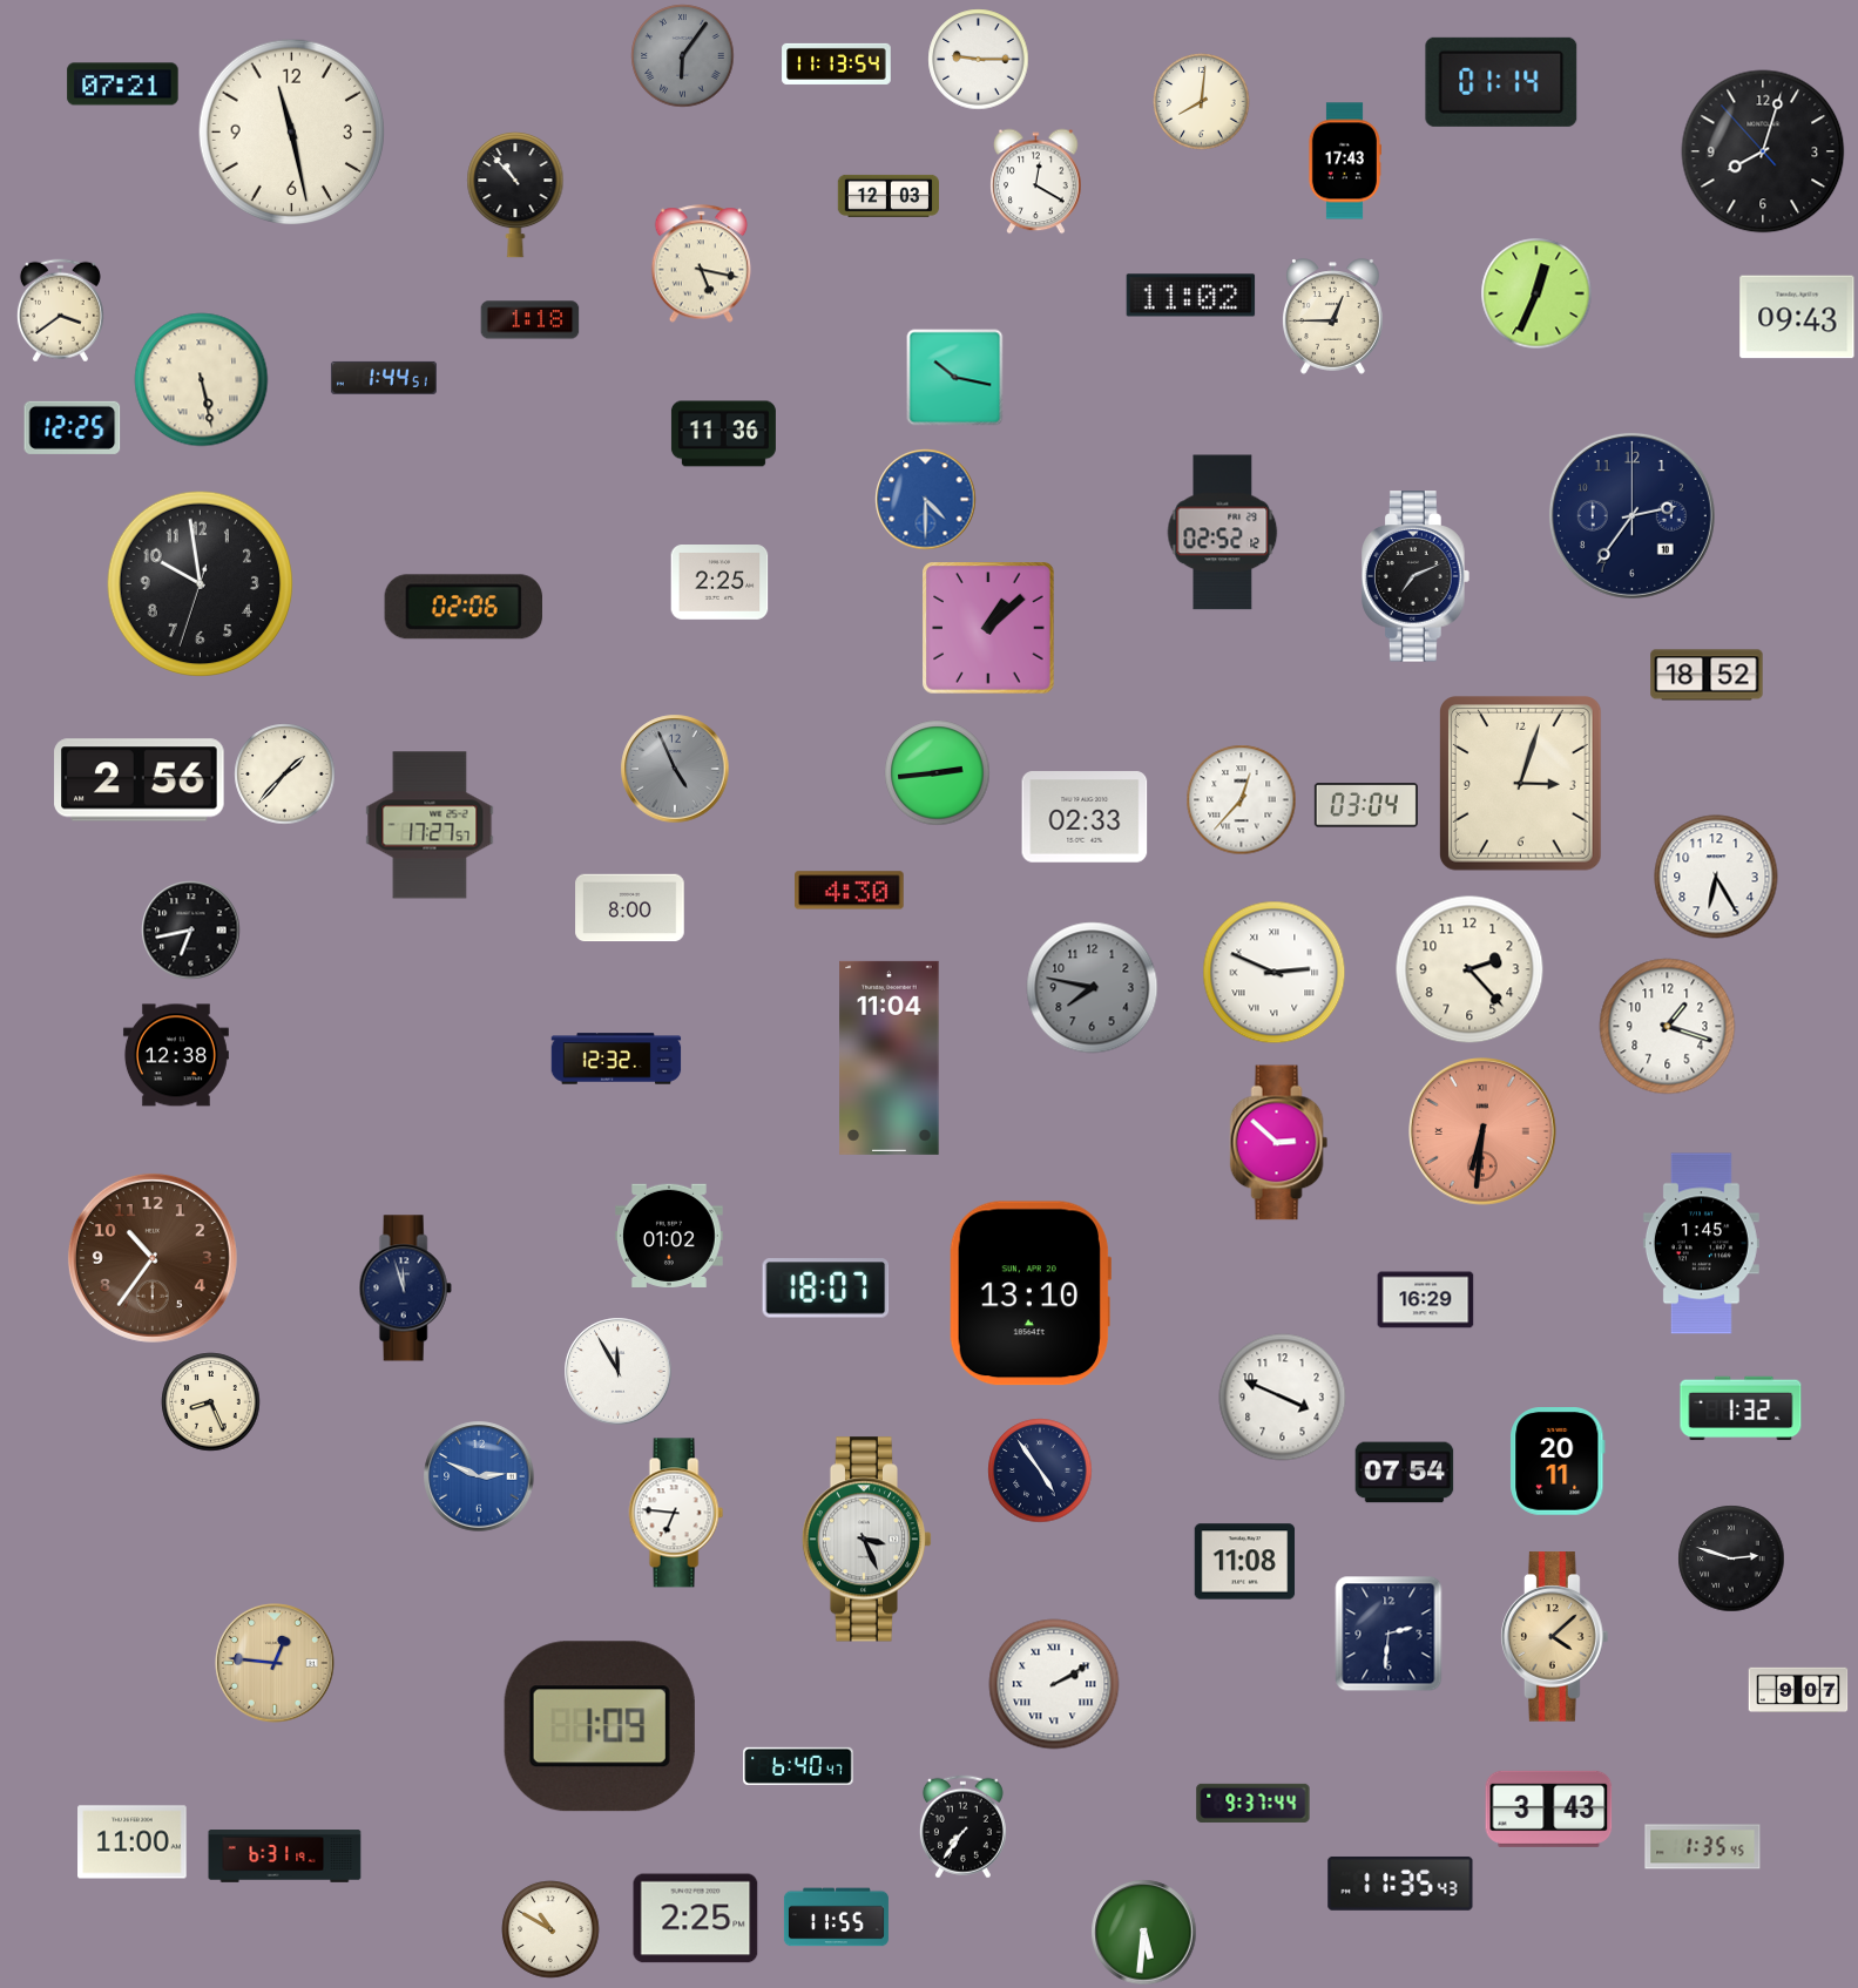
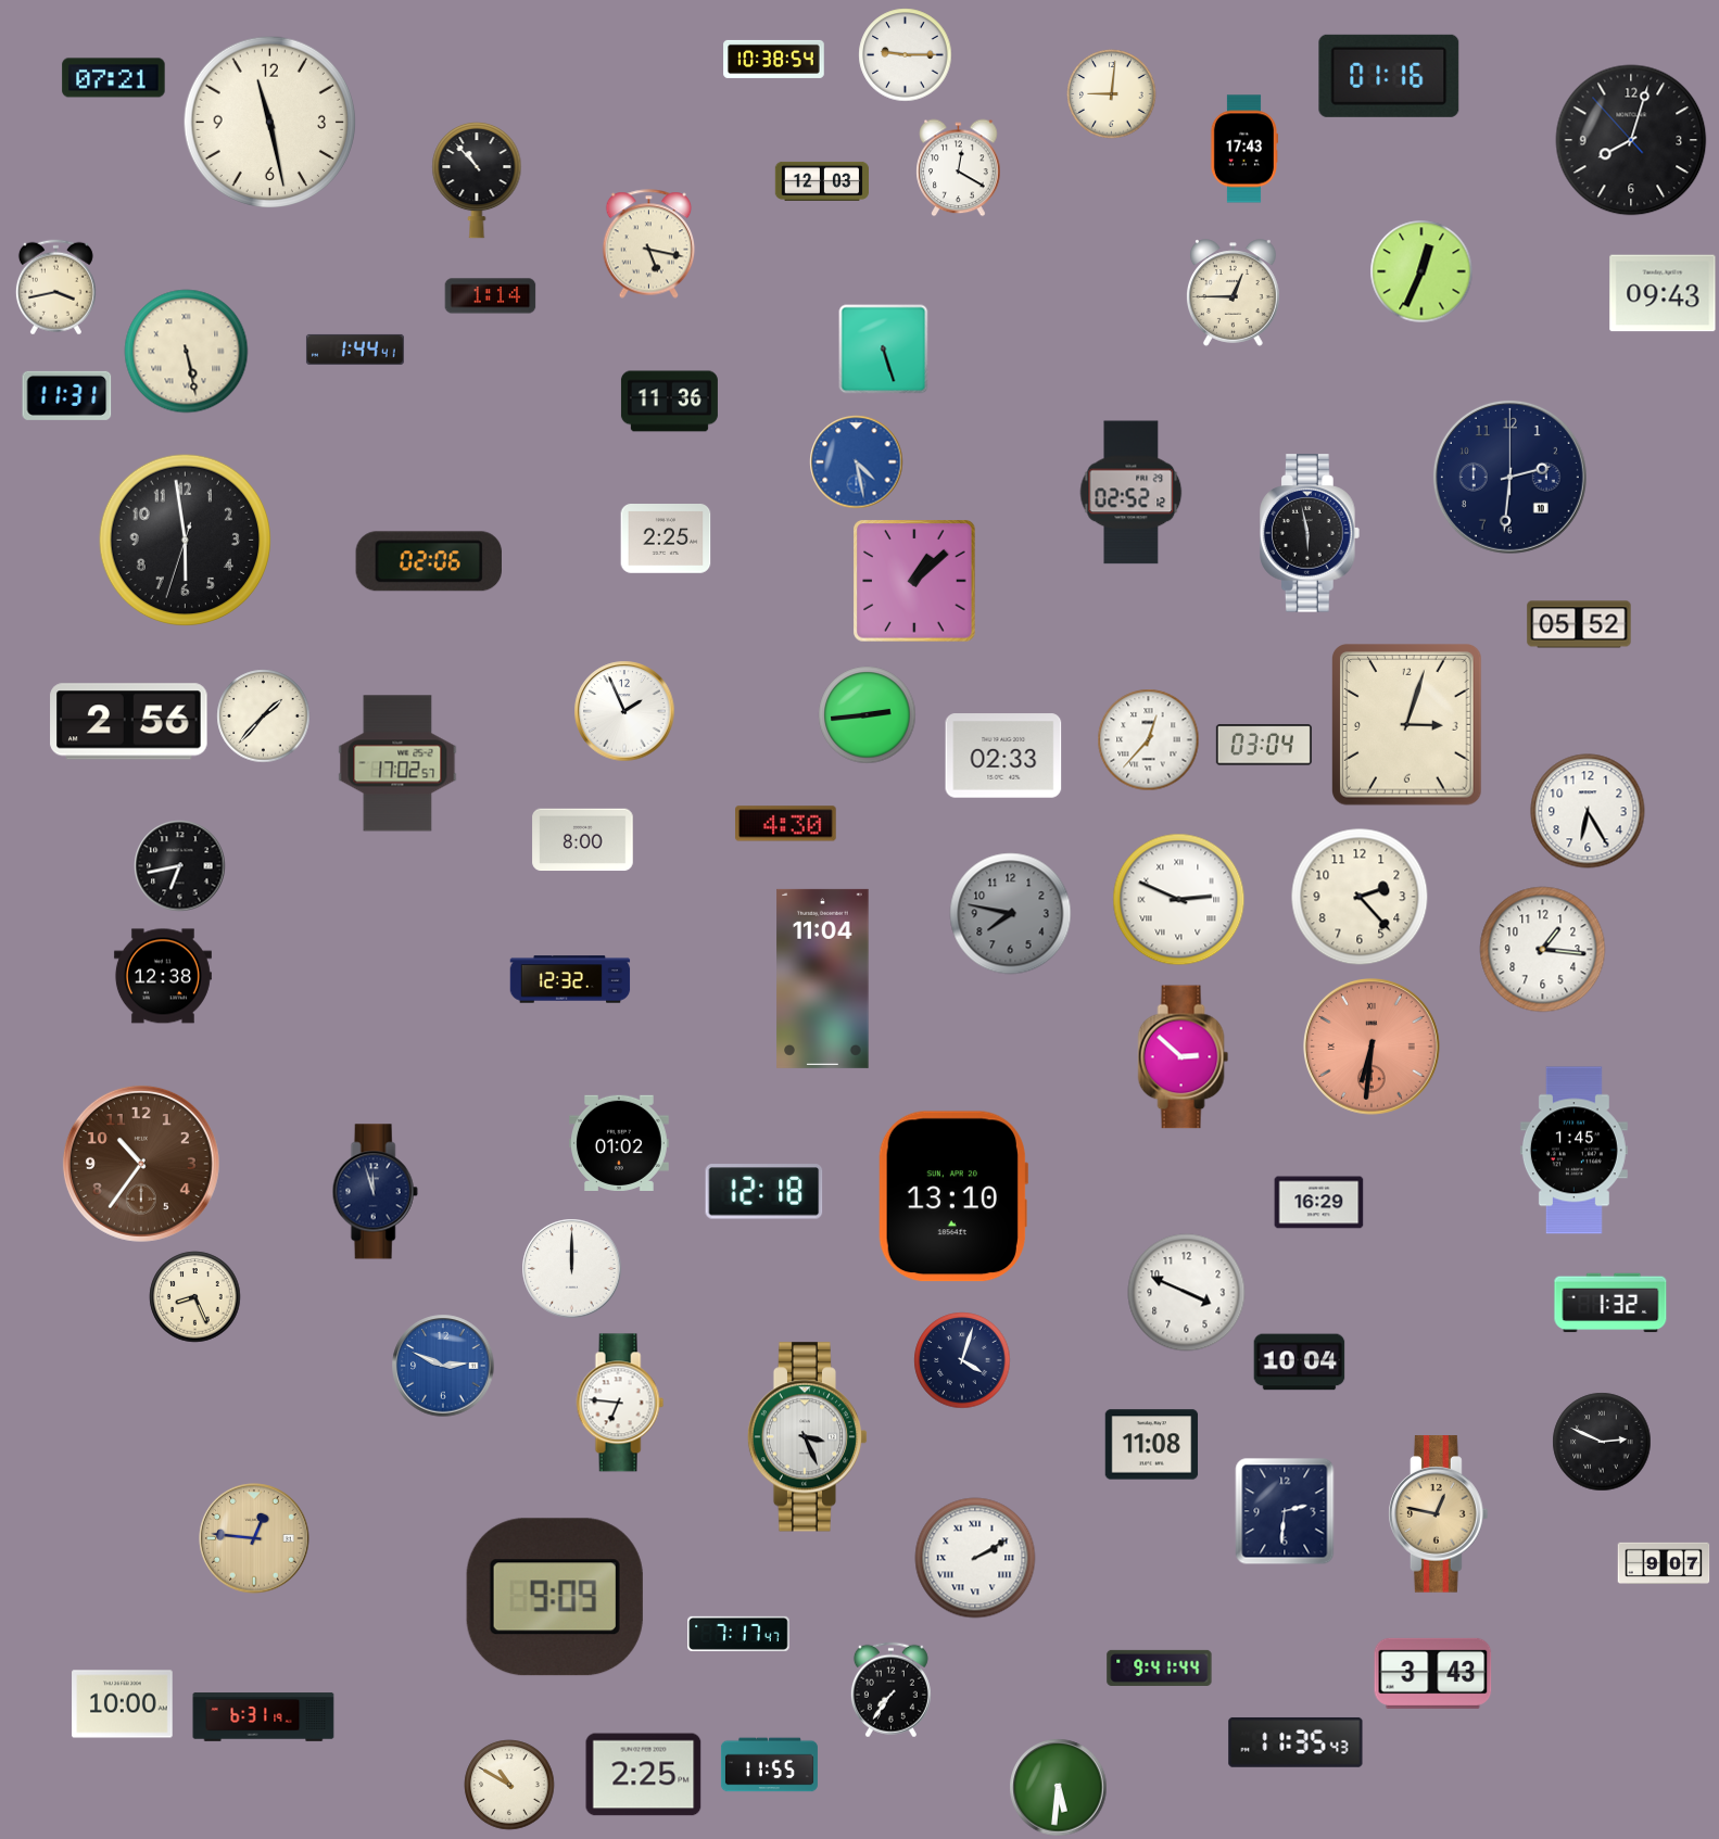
clock at (683, 56): 6:06 -> none
clock at (837, 63): 11:13 -> 10:38
clock at (1501, 82): 01:14 -> 01:16
clock at (1202, 102): 8:01 -> 9:01
clock at (1191, 296): 11:02 -> none
clock at (60, 311): 3:39 -> 3:43
clock at (531, 320): 1:18 -> 1:14
clock at (384, 378): 1:44:51 -> 1:44:41
clock at (955, 378): 10:17 -> 5:27
clock at (73, 427): 12:25 -> 11:31
clock at (926, 500): 4:30 -> 4:28
clock at (1631, 515): 2:36 -> 2:31
clock at (1417, 576): 7:11 -> 5:58
clock at (201, 584): 9:58 -> 5:58
clock at (1707, 675): 18:52 -> 05:52
clock at (675, 769): 4:56 -> 1:56
clock at (675, 769) dial: grey -> white
clock at (430, 825): 17:27 -> 17:02
clock at (191, 931) position: (191, 931) -> (180, 866)
clock at (1668, 1027): 1:18 -> 1:16
clock at (826, 1289): 18:07 -> 12:18
clock at (619, 1372): 11:55 -> 12:00
clock at (1558, 1462): 20:11 -> none
clock at (1040, 1470): 4:54 -> 4:03
clock at (1405, 1473): 07:54 -> 10:04
clock at (676, 1513) position: (676, 1513) -> (620, 1403)
clock at (867, 1540) position: (867, 1540) -> (808, 1437)
clock at (1731, 1558): 2:48 -> 2:49
clock at (1555, 1637): 4:08 -> 12:47
clock at (600, 1726): 1:09 -> 9:09
clock at (798, 1766): 6:40 -> 7:17
clock at (1254, 1803): 9:37 -> 9:41
clock at (133, 1842): 11:00 -> 10:00
clock at (1703, 1847): 1:35 -> none
clock at (836, 1918) position: (836, 1918) -> (769, 1765)
